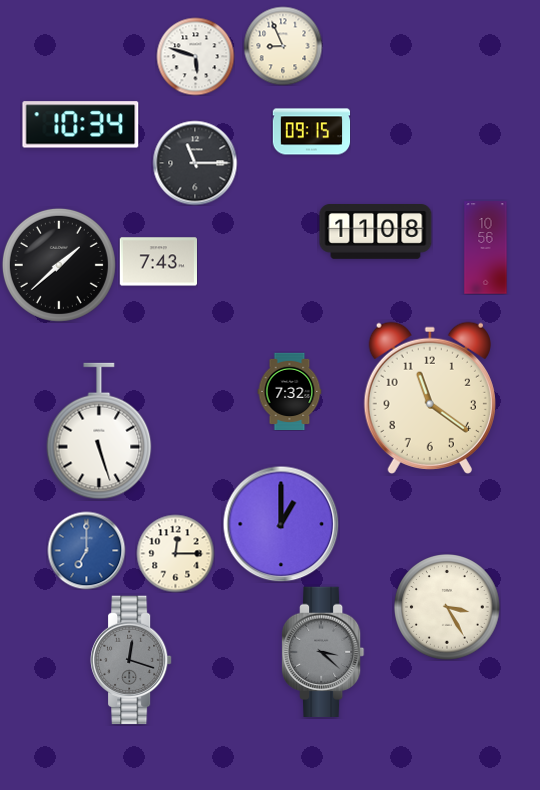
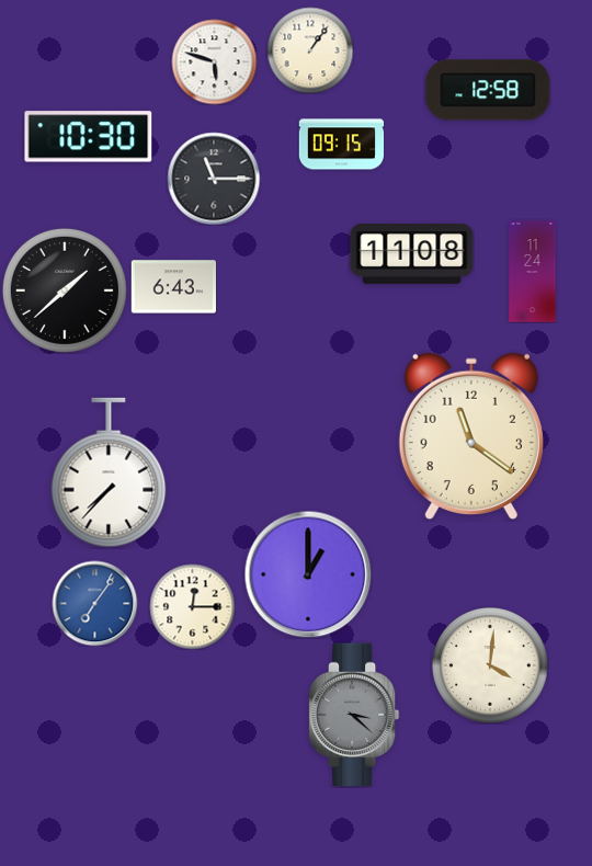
clock at (283, 46): 8:56 -> 1:06
clock at (488, 90): none -> 12:58
clock at (81, 125): 10:34 -> 10:30
clock at (486, 248): 10:56 -> 11:24
clock at (158, 262): 7:43 -> 6:43
clock at (290, 391): 7:32 -> none
clock at (99, 431): 5:27 -> 7:37
clock at (86, 550): 7:00 -> 7:06
clock at (448, 608): 3:25 -> 4:01
clock at (132, 660): 12:18 -> none
